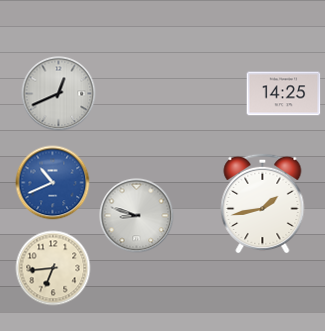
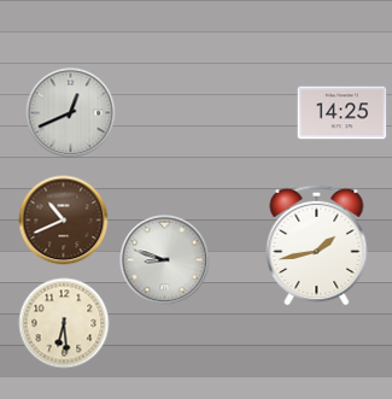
clock at (53, 183) dial: blue -> brown
clock at (53, 268): 6:44 -> 6:29
